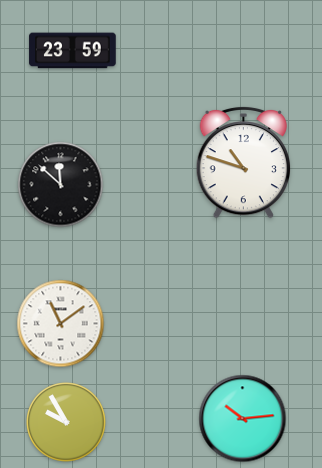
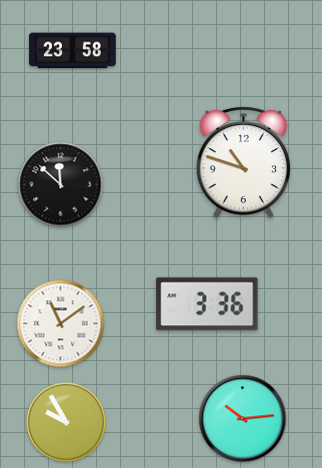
clock at (73, 51): 23:59 -> 23:58
clock at (207, 304): none -> 3:36
